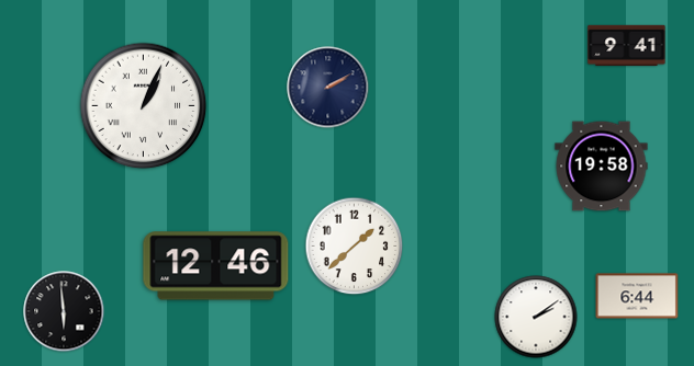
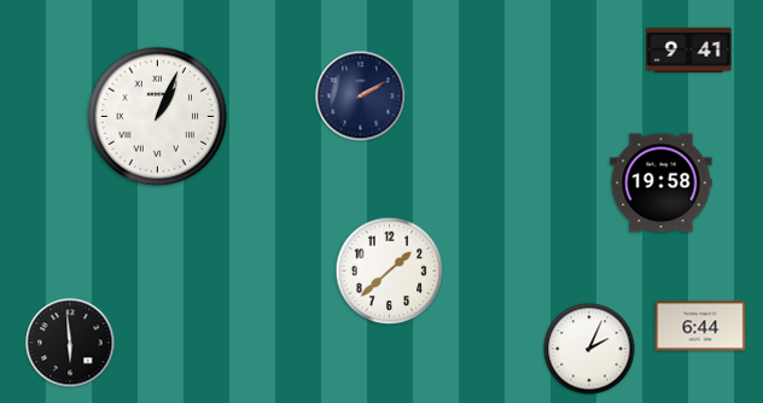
clock at (216, 266): 12:46 -> none
clock at (536, 317): 2:09 -> 2:04
